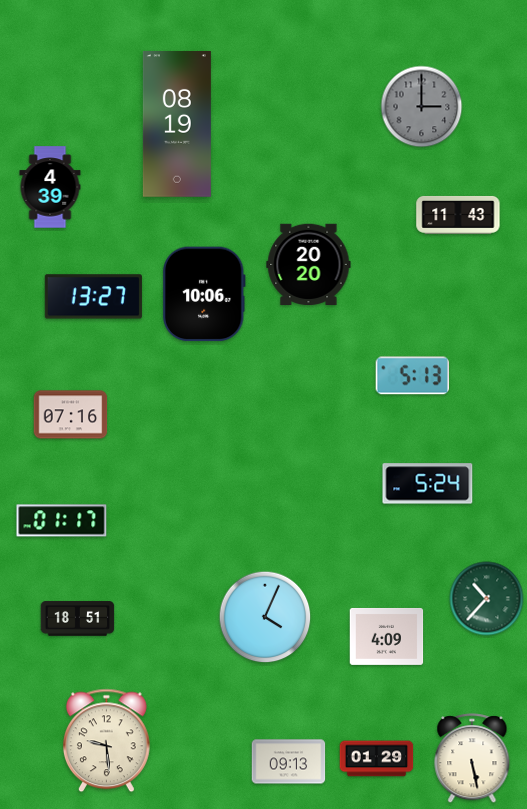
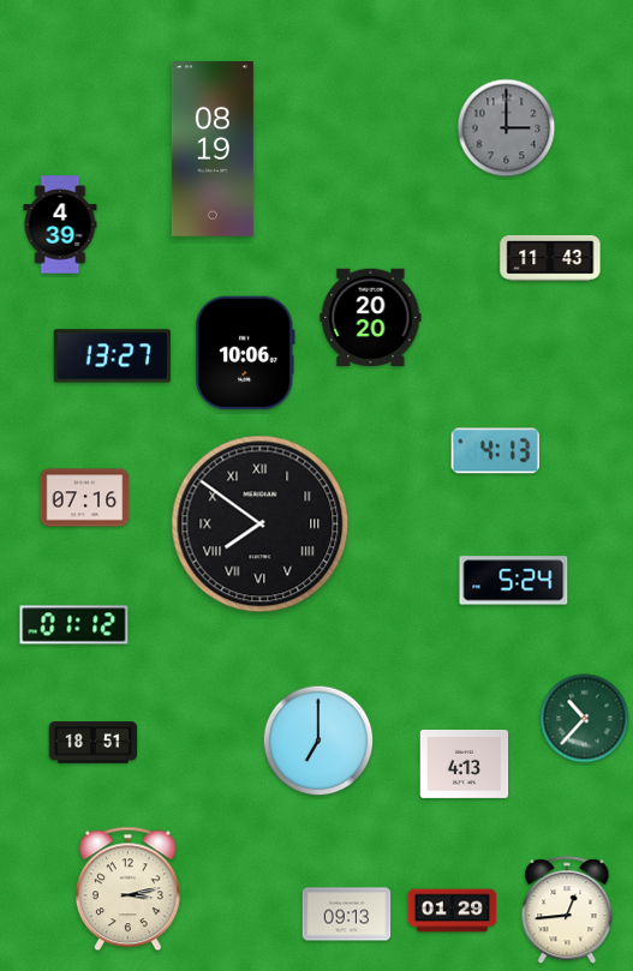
clock at (412, 376): 5:13 -> 4:13
clock at (261, 525): none -> 7:51
clock at (62, 521): 01:17 -> 01:12
clock at (265, 617): 4:04 -> 7:00
clock at (387, 636): 4:09 -> 4:13
clock at (106, 741): 9:29 -> 3:13
clock at (472, 759): 5:28 -> 12:44
